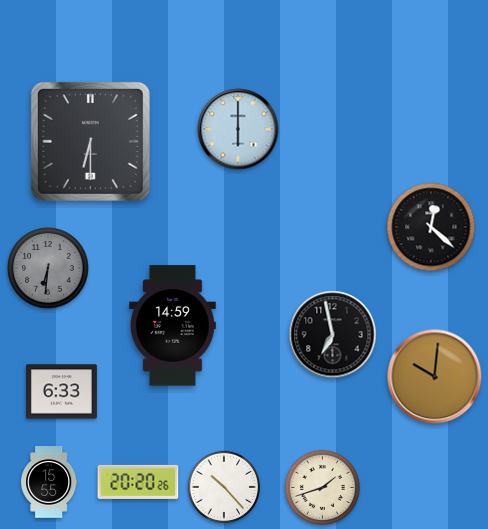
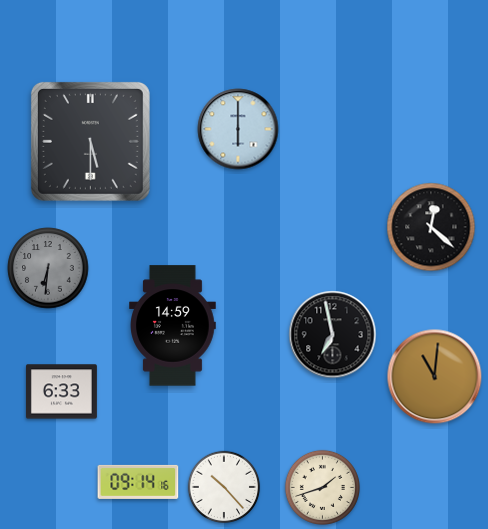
clock at (90, 141): 6:30 -> 5:30
clock at (435, 377): 10:01 -> 11:01
clock at (49, 482): 15:55 -> none
clock at (138, 482): 20:20 -> 09:14
